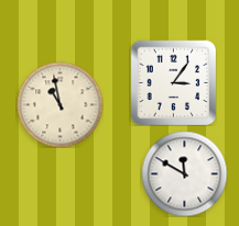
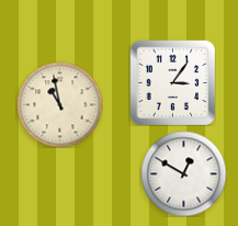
clock at (184, 173): 11:50 -> 12:50
